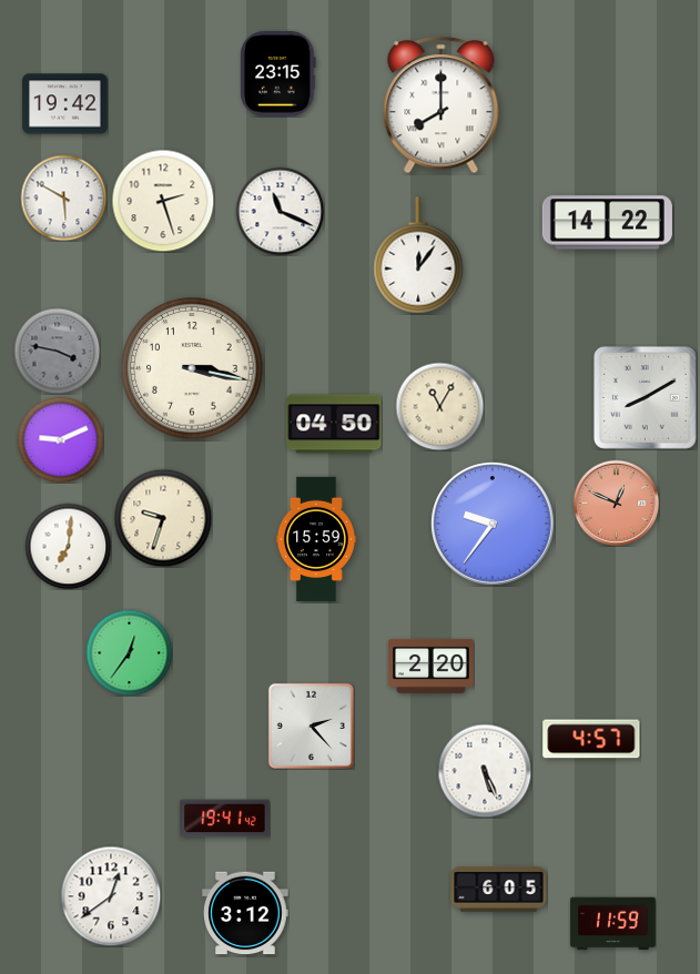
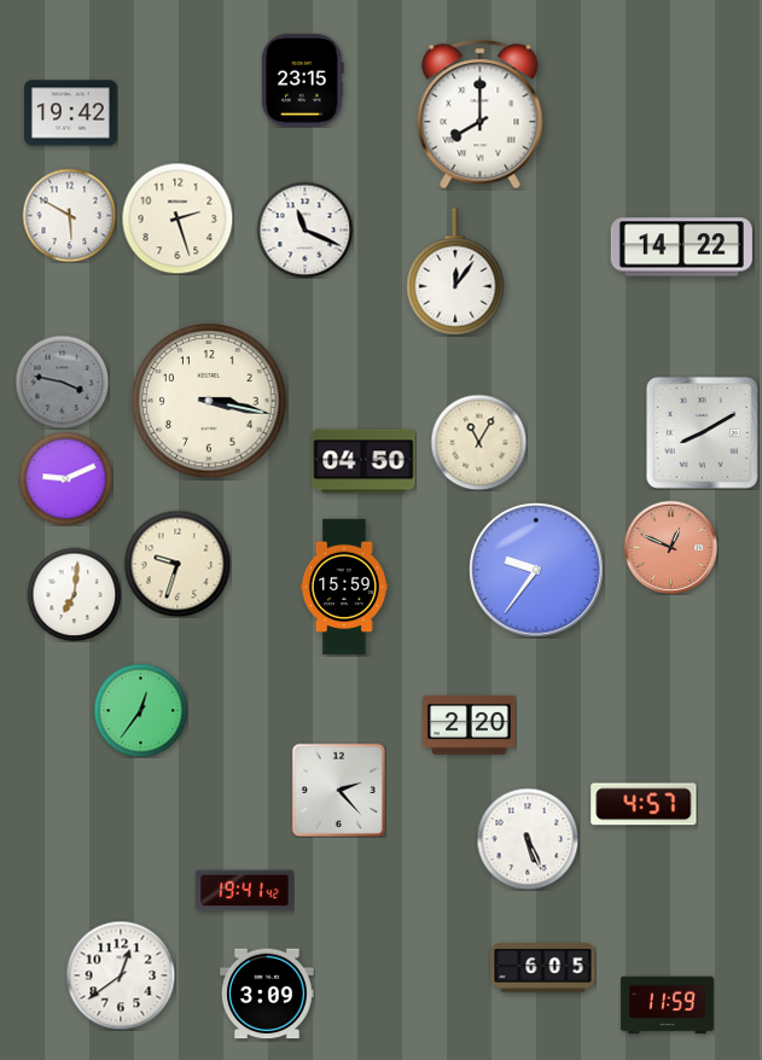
clock at (607, 223) position: (607, 223) -> (681, 247)
clock at (418, 255) position: (418, 255) -> (455, 272)
clock at (245, 913): 3:12 -> 3:09
